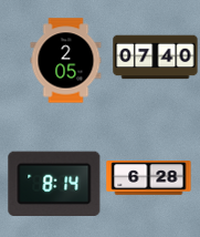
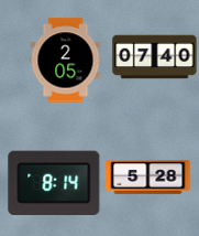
clock at (149, 178): 6:28 -> 5:28
